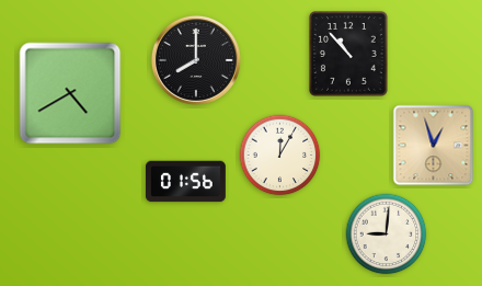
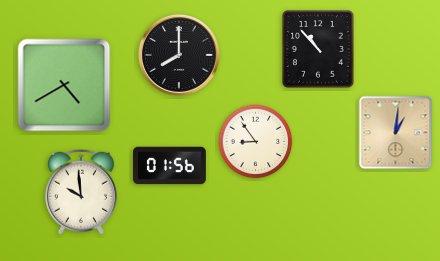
clock at (434, 146): 12:57 -> 1:01
clock at (280, 156): 12:05 -> 8:54
clock at (81, 192): none -> 9:59
clock at (387, 234): 9:01 -> none
